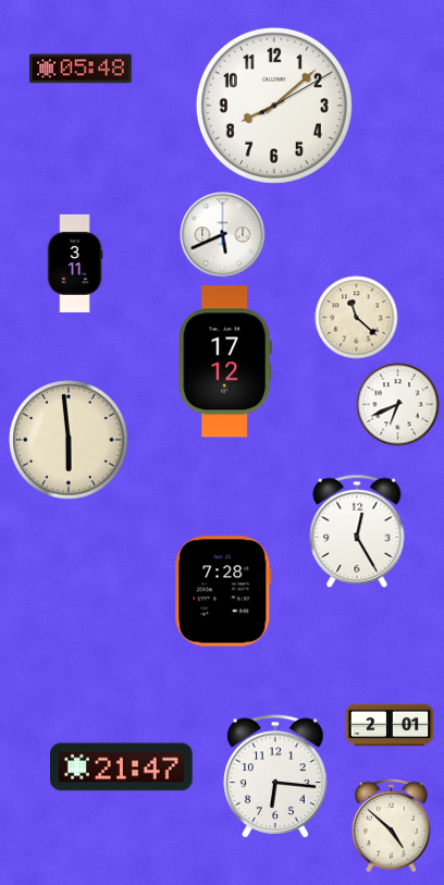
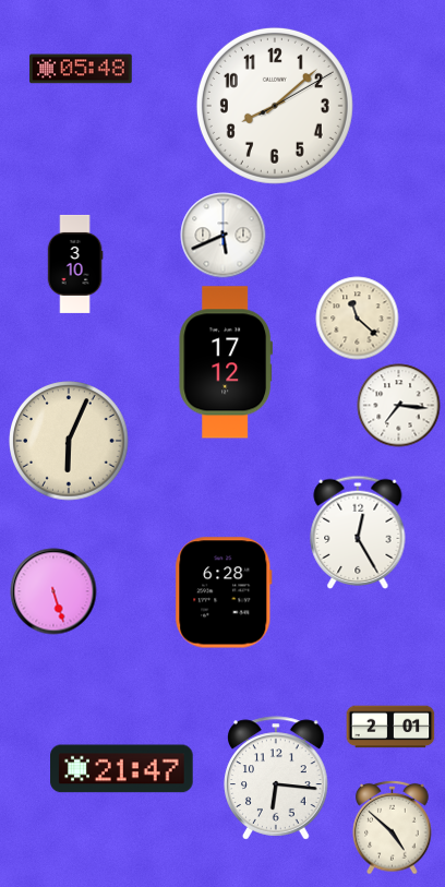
clock at (75, 263): 3:11 -> 3:10
clock at (398, 405): 6:41 -> 7:16
clock at (69, 440): 5:59 -> 6:04
clock at (53, 591): none -> 5:27
clock at (223, 591): 7:28 -> 6:28
